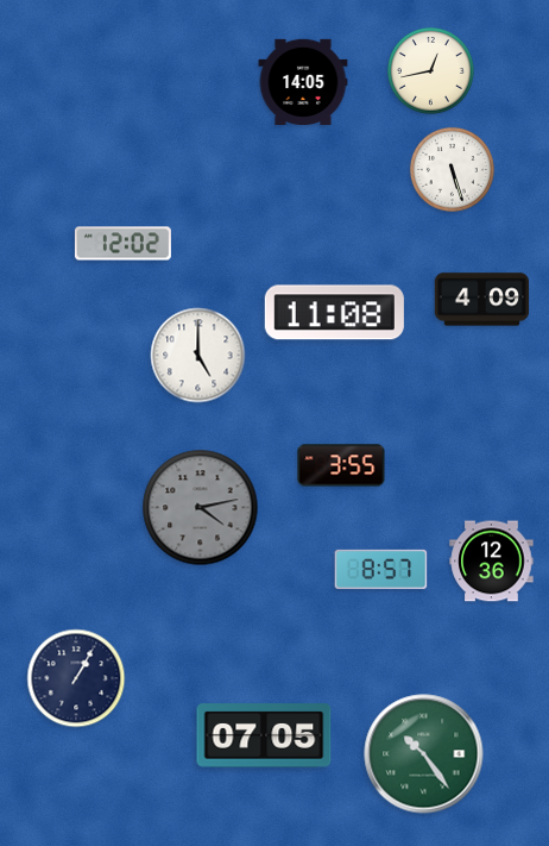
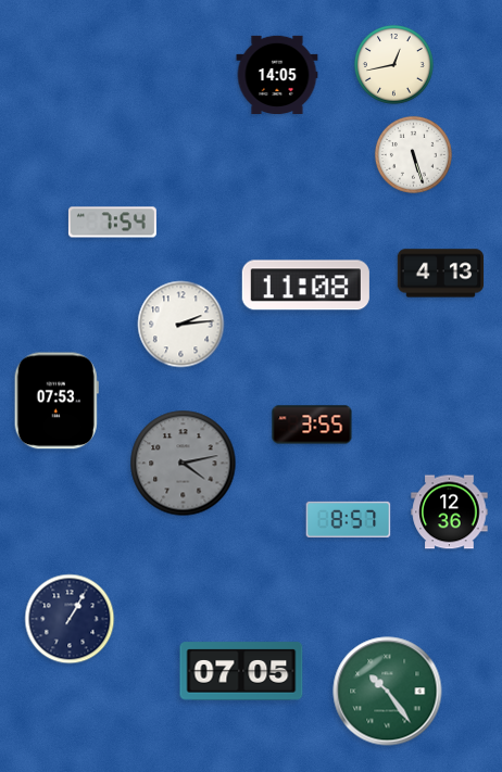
clock at (122, 244): 12:02 -> 7:54
clock at (482, 300): 4:09 -> 4:13
clock at (198, 356): 5:00 -> 2:14
clock at (57, 401): none -> 07:53
clock at (424, 754) position: (424, 754) -> (388, 692)
